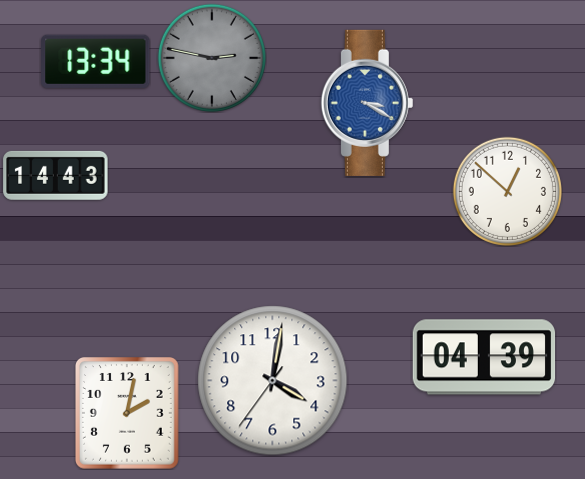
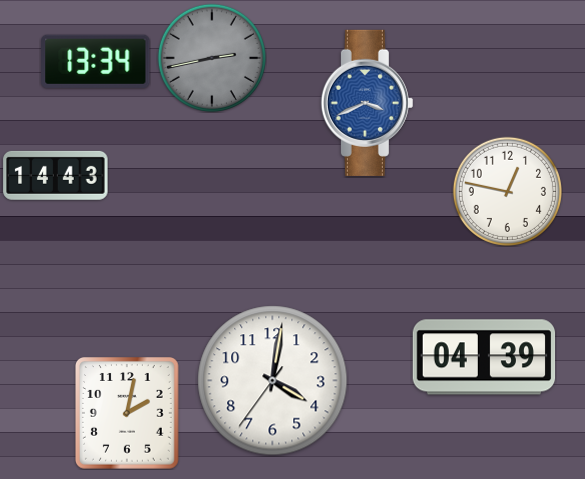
clock at (212, 58): 2:47 -> 2:43
clock at (367, 103): 3:20 -> 3:41
clock at (507, 191): 12:52 -> 12:47
